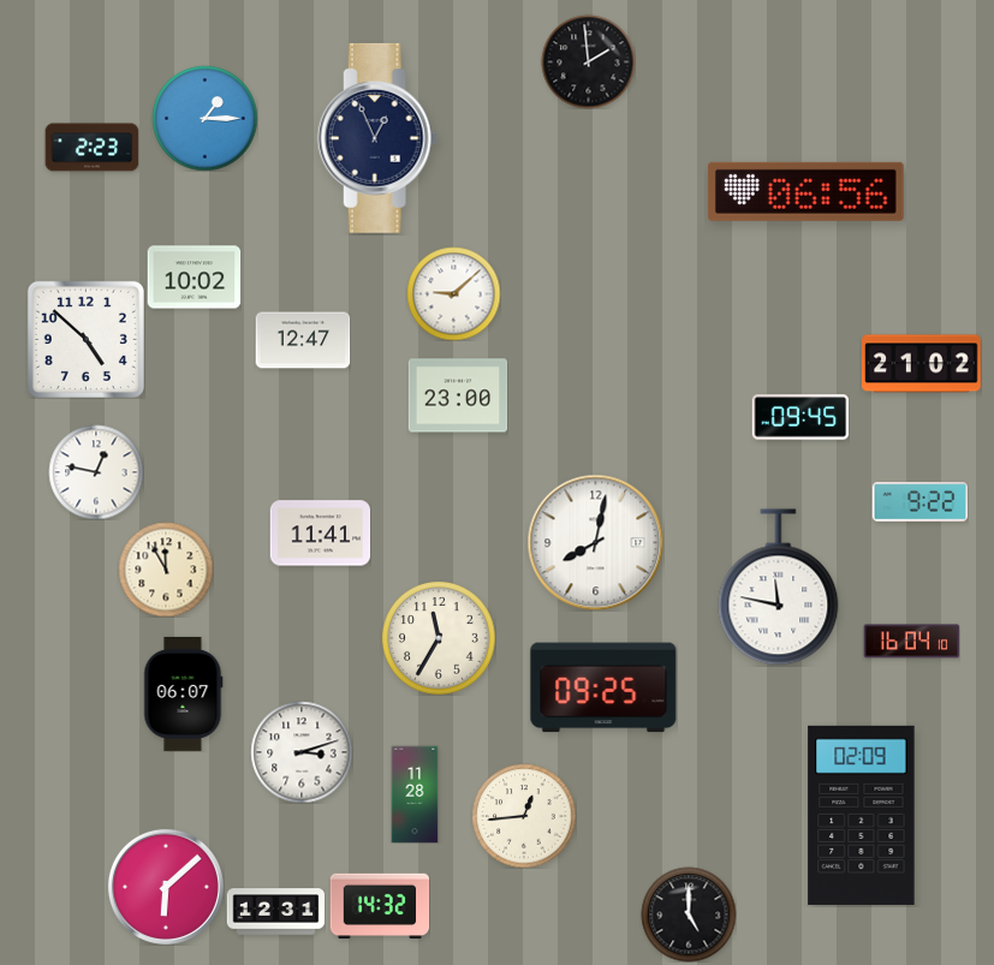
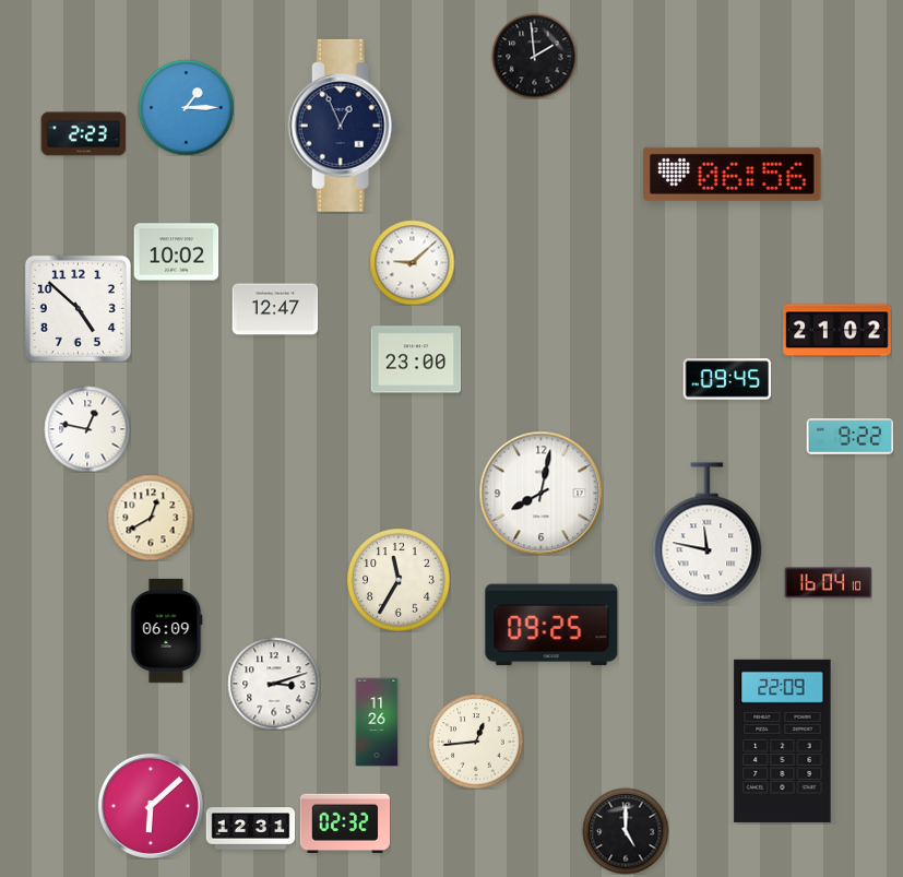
clock at (453, 293) position: (453, 293) -> (412, 262)
clock at (919, 502) position: (919, 502) -> (849, 437)
clock at (320, 534): 11:41 -> none
clock at (166, 570): 11:55 -> 12:40
clock at (603, 687) position: (603, 687) -> (551, 625)
clock at (184, 693): 06:07 -> 06:09
clock at (415, 794): 11:28 -> 11:26
clock at (862, 815): 02:09 -> 22:09
clock at (380, 905): 14:32 -> 02:32
